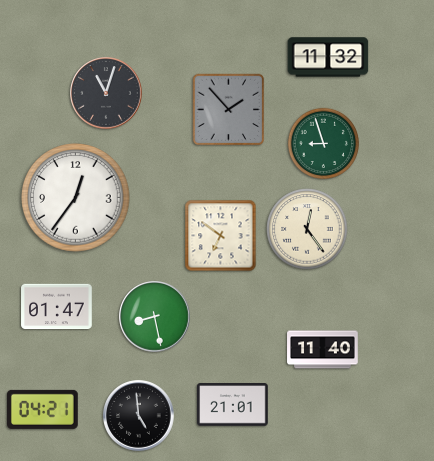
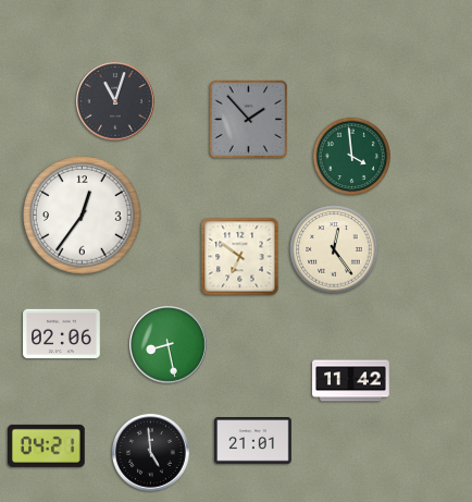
clock at (328, 57): 11:32 -> none
clock at (324, 144): 8:57 -> 3:59
clock at (57, 307): 01:47 -> 02:06
clock at (323, 350): 11:40 -> 11:42
